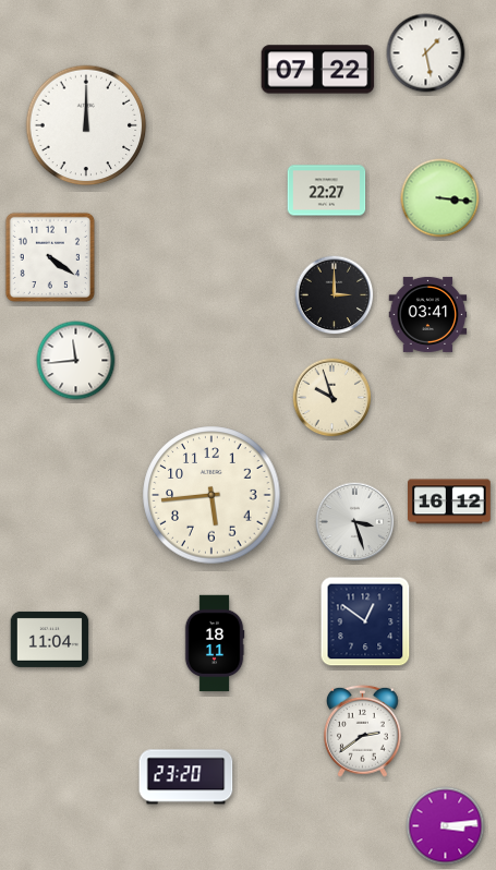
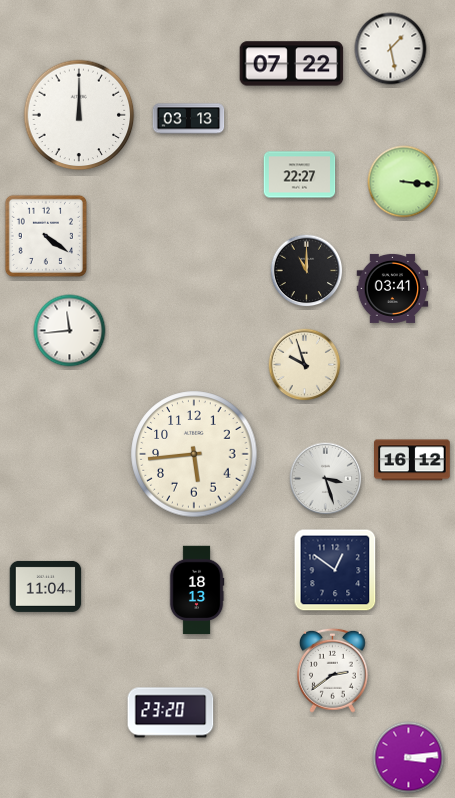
clock at (189, 119): none -> 03:13
clock at (335, 295): 3:00 -> 11:00
clock at (215, 643): 18:11 -> 18:13
